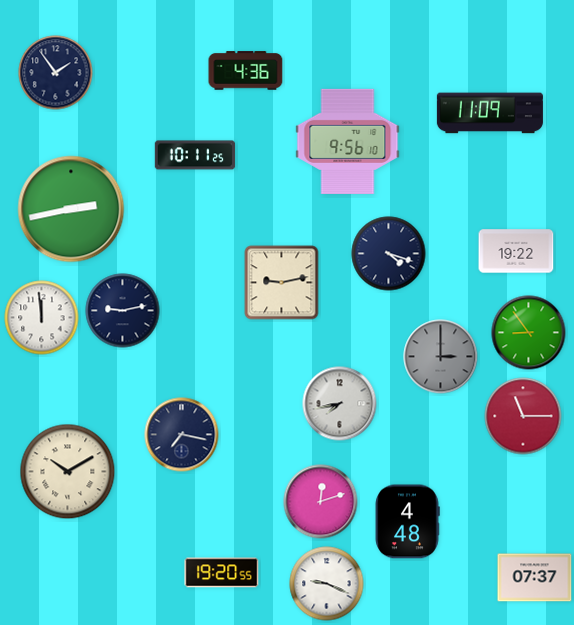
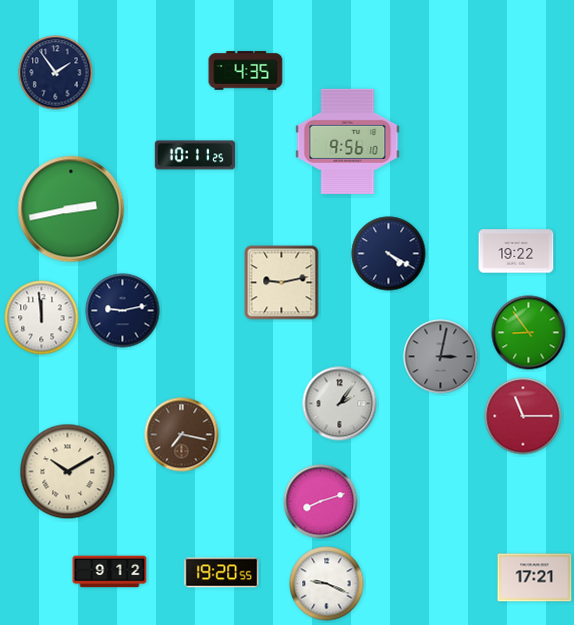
clock at (246, 71): 4:36 -> 4:35
clock at (490, 113): 11:09 -> none
clock at (389, 254): 4:18 -> 4:20
clock at (441, 357): 3:00 -> 3:02
clock at (340, 404): 7:43 -> 2:06
clock at (182, 435) dial: navy -> brown
clock at (321, 502): 12:12 -> 8:12
clock at (407, 522): 4:48 -> none
clock at (110, 572): none -> 9:12
clock at (535, 578): 07:37 -> 17:21
